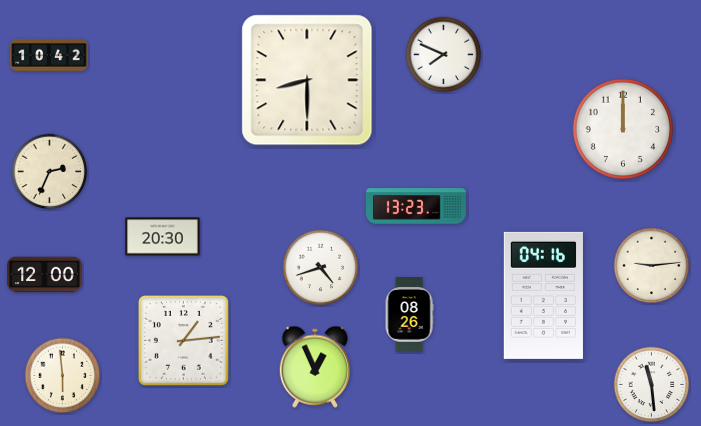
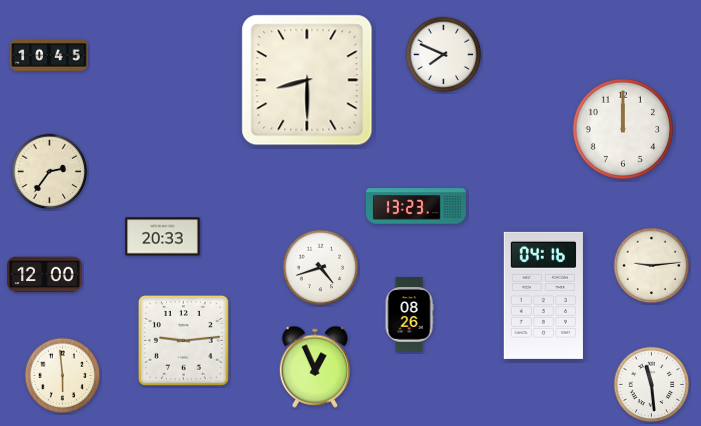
clock at (49, 56): 10:42 -> 10:45
clock at (50, 172): 2:34 -> 2:36
clock at (163, 237): 20:30 -> 20:33
clock at (183, 340): 1:14 -> 9:14
